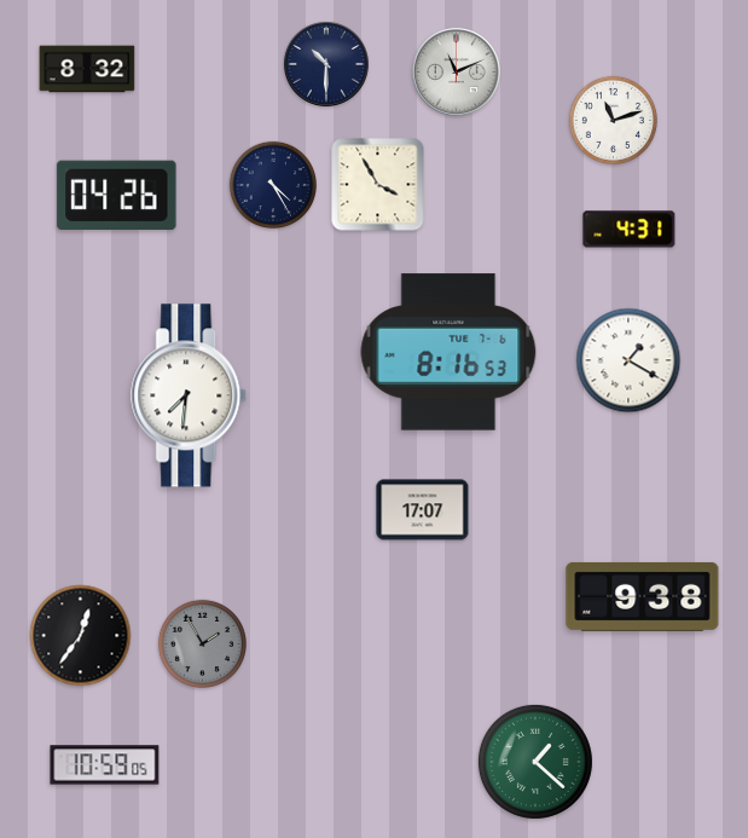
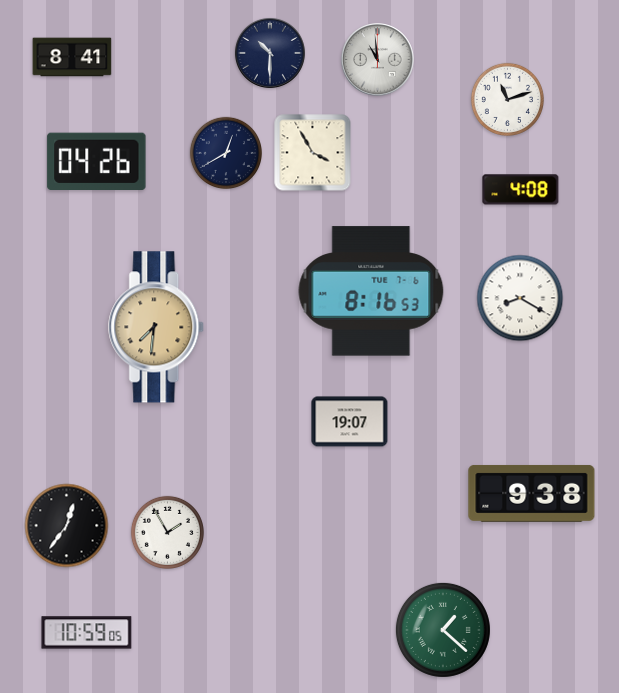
clock at (87, 69): 8:32 -> 8:41
clock at (457, 73): 11:11 -> 10:59
clock at (272, 184): 4:25 -> 12:40
clock at (630, 230): 4:31 -> 4:08
clock at (628, 360): 1:20 -> 8:20
clock at (190, 395) dial: white -> champagne
clock at (423, 510): 17:07 -> 19:07
clock at (202, 643) dial: grey -> white
